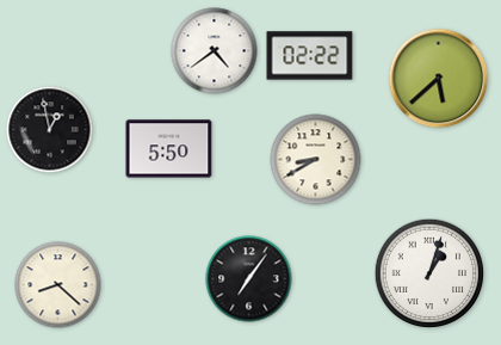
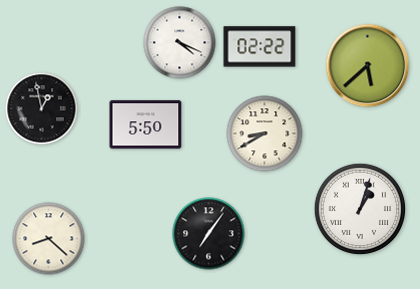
clock at (215, 51): 4:39 -> 4:19
clock at (169, 149) position: (169, 149) -> (146, 125)
clock at (429, 273) position: (429, 273) -> (360, 209)
